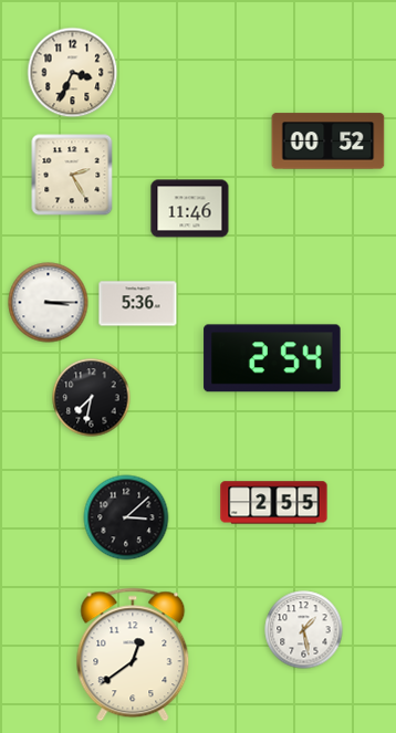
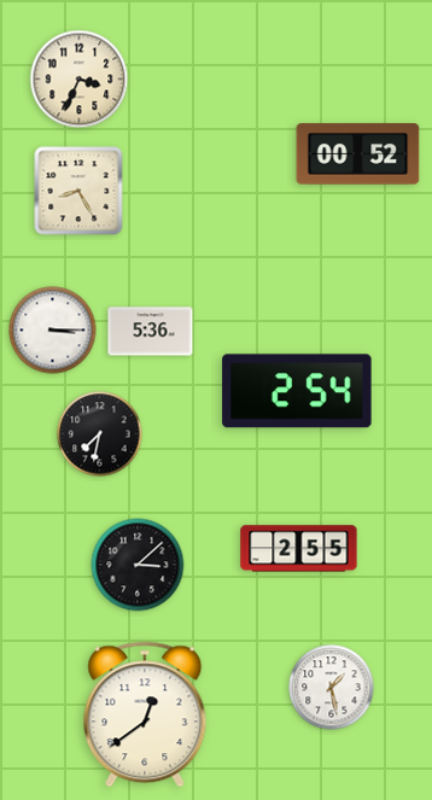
clock at (72, 175): 2:25 -> 8:25
clock at (190, 209): 11:46 -> none
